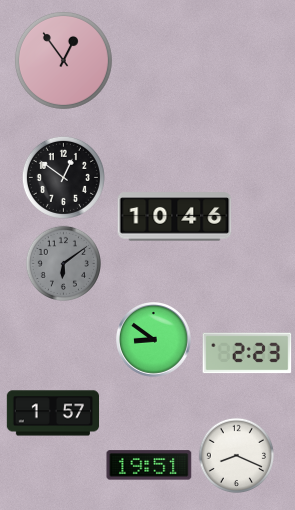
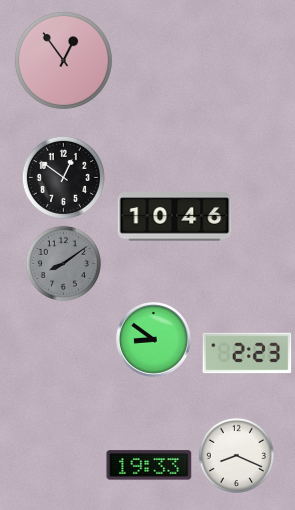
clock at (63, 263): 6:09 -> 8:09
clock at (53, 413): 1:57 -> none
clock at (149, 465): 19:51 -> 19:33
